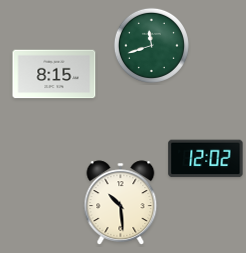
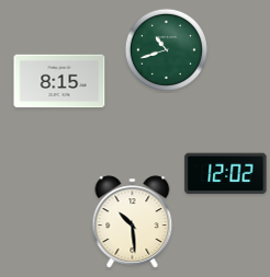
clock at (151, 45): 11:42 -> 10:42
